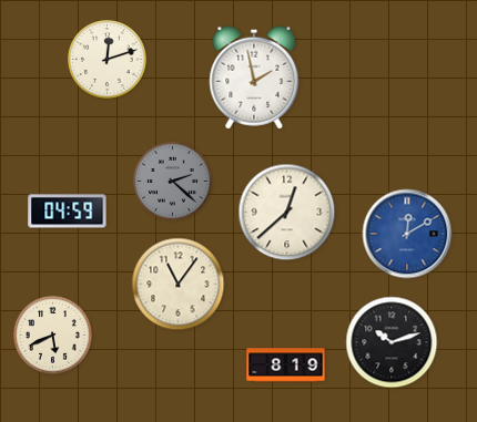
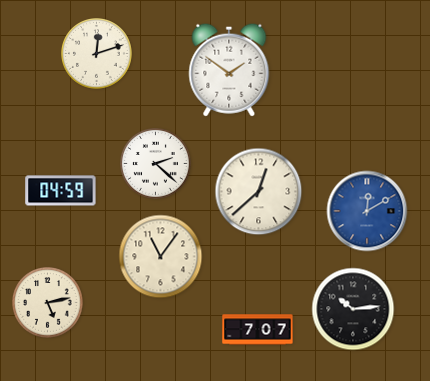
clock at (254, 78): 1:58 -> 1:51
clock at (173, 182) dial: grey -> white
clock at (53, 336): 5:41 -> 5:13
clock at (392, 342): 10:12 -> 10:14
clock at (286, 366): 8:19 -> 7:07
